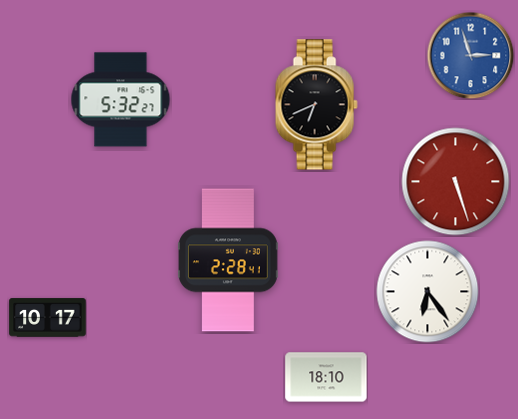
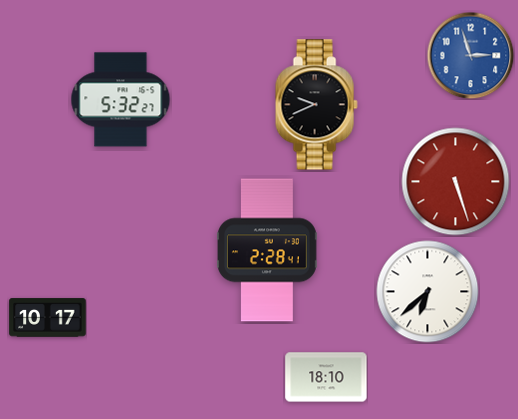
clock at (316, 105): 6:41 -> 9:41
clock at (229, 260) position: (229, 260) -> (268, 250)
clock at (428, 292): 6:24 -> 6:38
